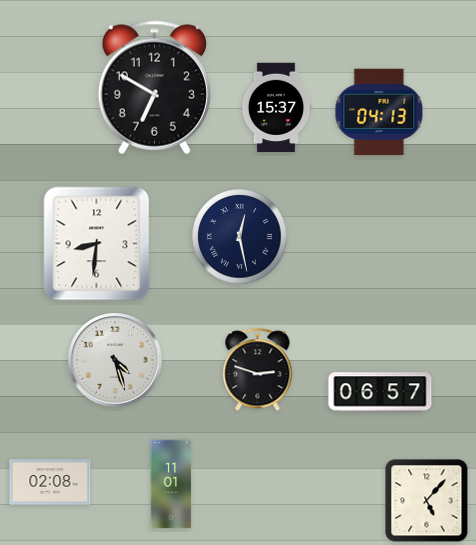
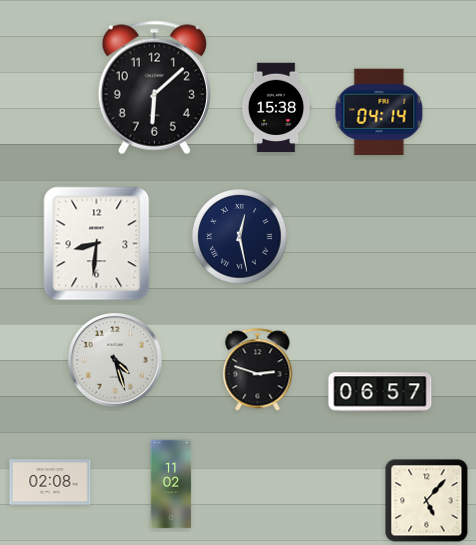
clock at (154, 88): 6:50 -> 6:08
clock at (276, 108): 15:37 -> 15:38
clock at (379, 112): 04:13 -> 04:14
clock at (171, 484): 11:01 -> 11:02
